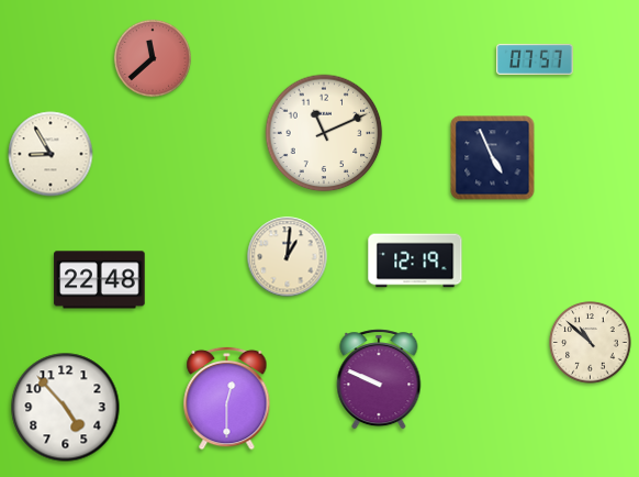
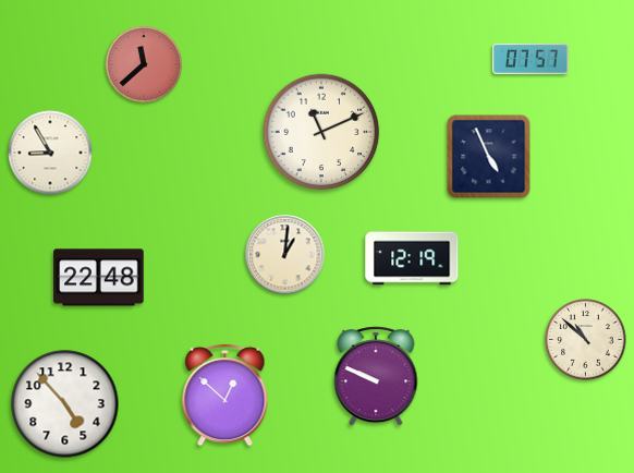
clock at (153, 58) position: (153, 58) -> (144, 64)
clock at (227, 398): 12:30 -> 12:52
